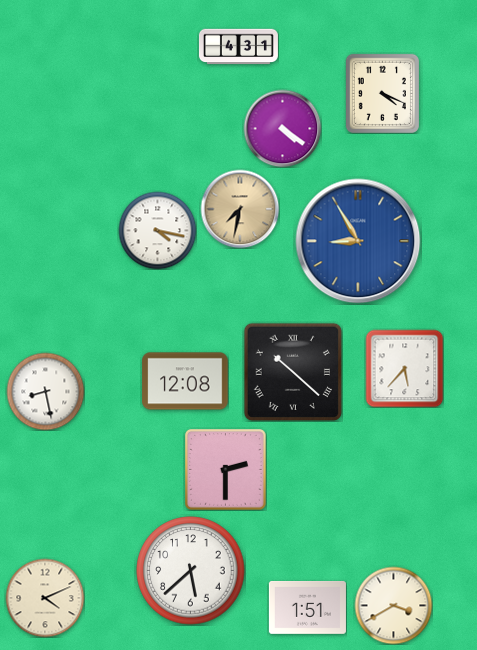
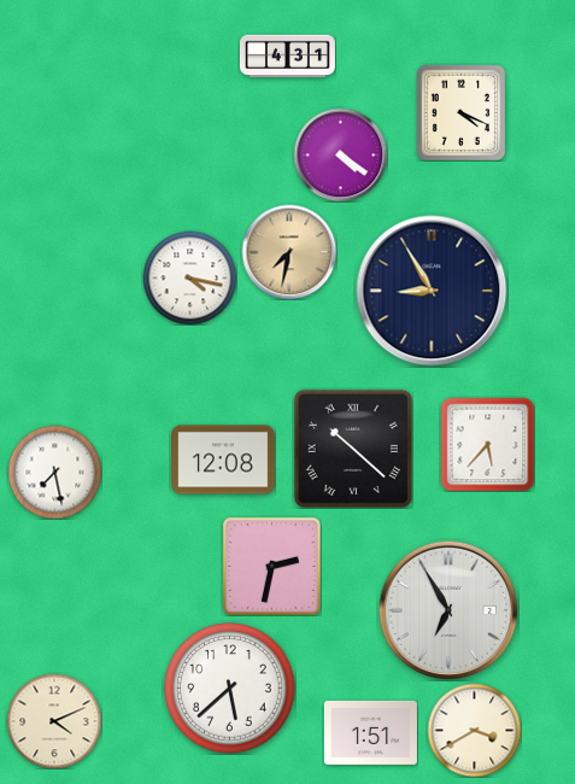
clock at (358, 241) dial: blue -> navy
clock at (45, 391): 8:28 -> 7:28
clock at (226, 470): 2:30 -> 2:32
clock at (447, 609): none -> 6:55
